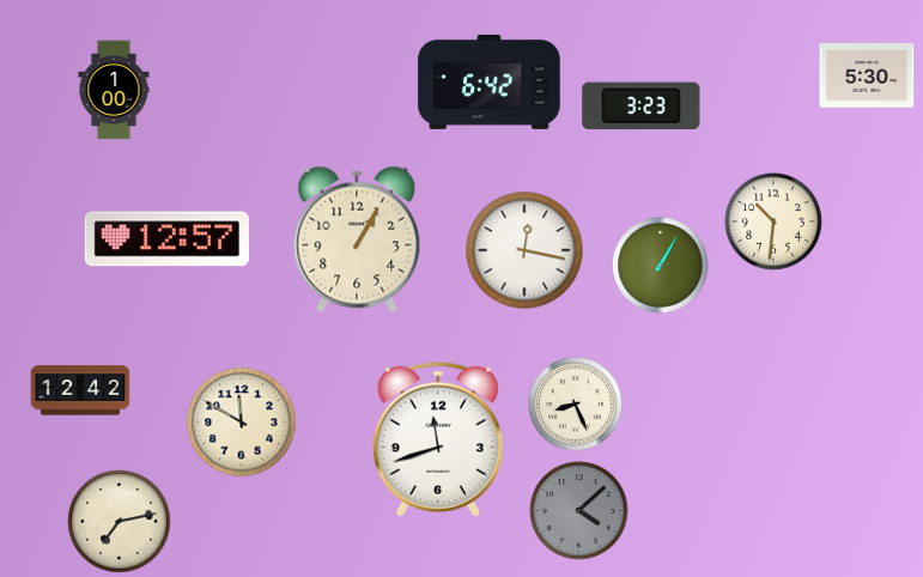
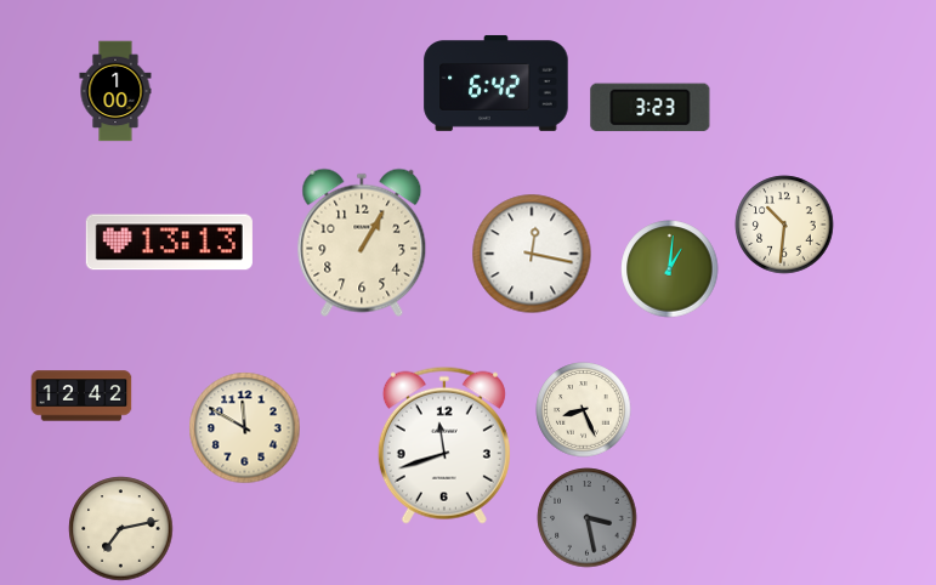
clock at (867, 75): 5:30 -> none
clock at (166, 239): 12:57 -> 13:13
clock at (661, 266): 1:05 -> 1:01
clock at (579, 511): 4:08 -> 3:28
